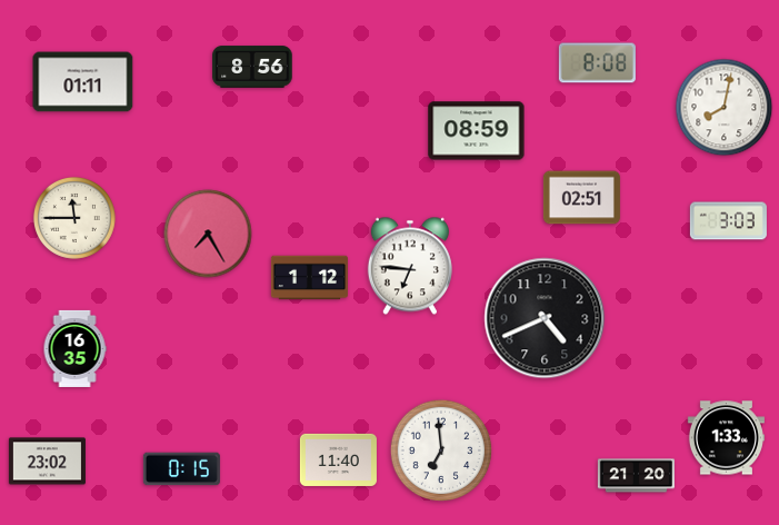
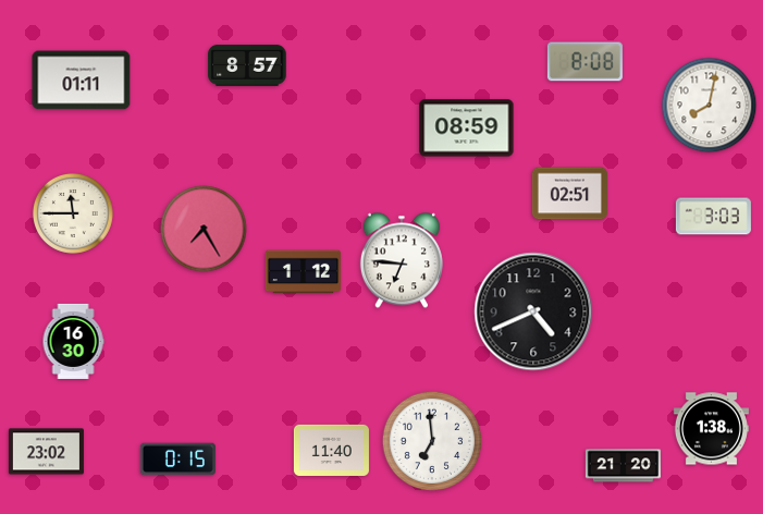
clock at (252, 67): 8:56 -> 8:57
clock at (74, 348): 16:35 -> 16:30
clock at (726, 438): 1:33 -> 1:38
